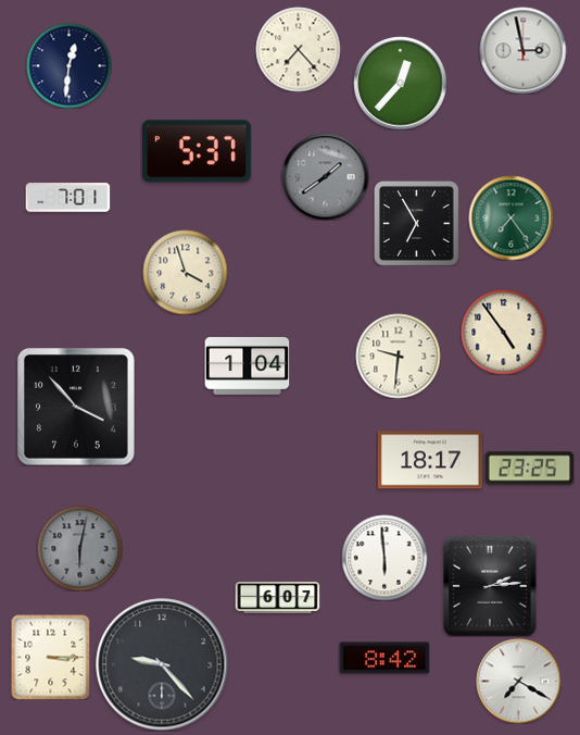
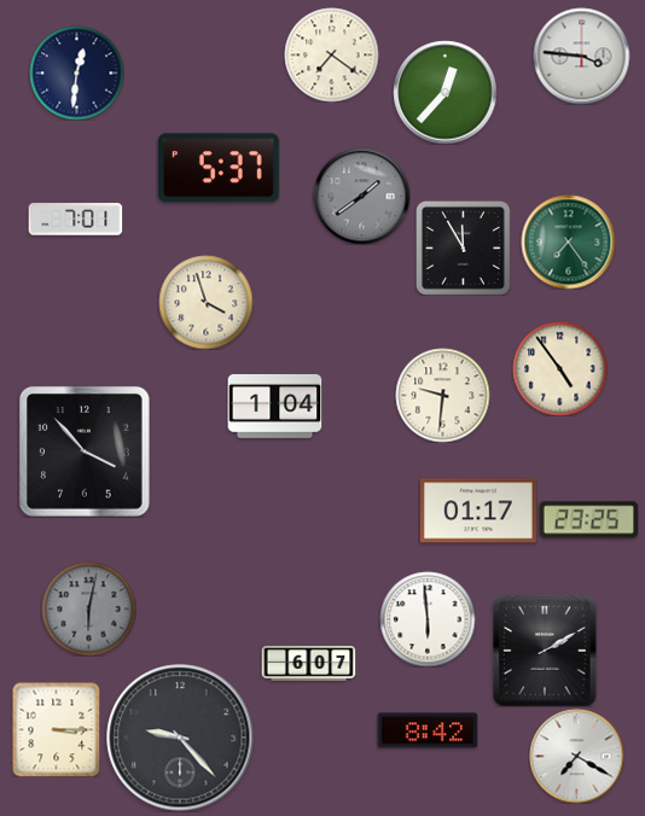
clock at (298, 49): 7:23 -> 7:21
clock at (522, 50): 2:58 -> 3:46
clock at (416, 223): 6:55 -> 11:55
clock at (430, 460): 18:17 -> 01:17
clock at (490, 586): 2:14 -> 2:10
